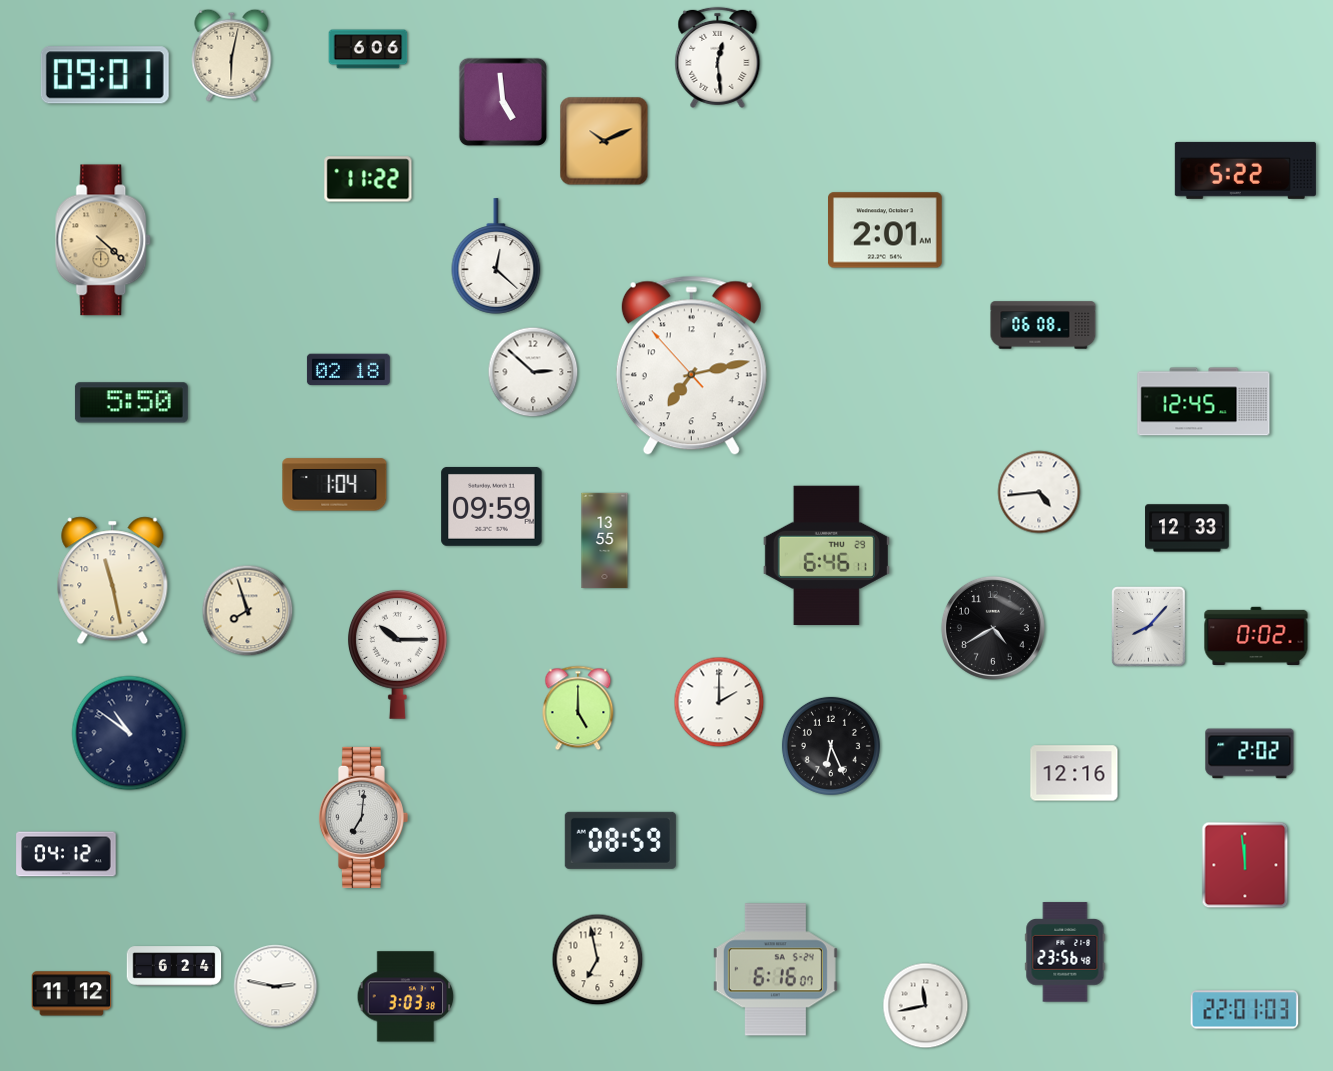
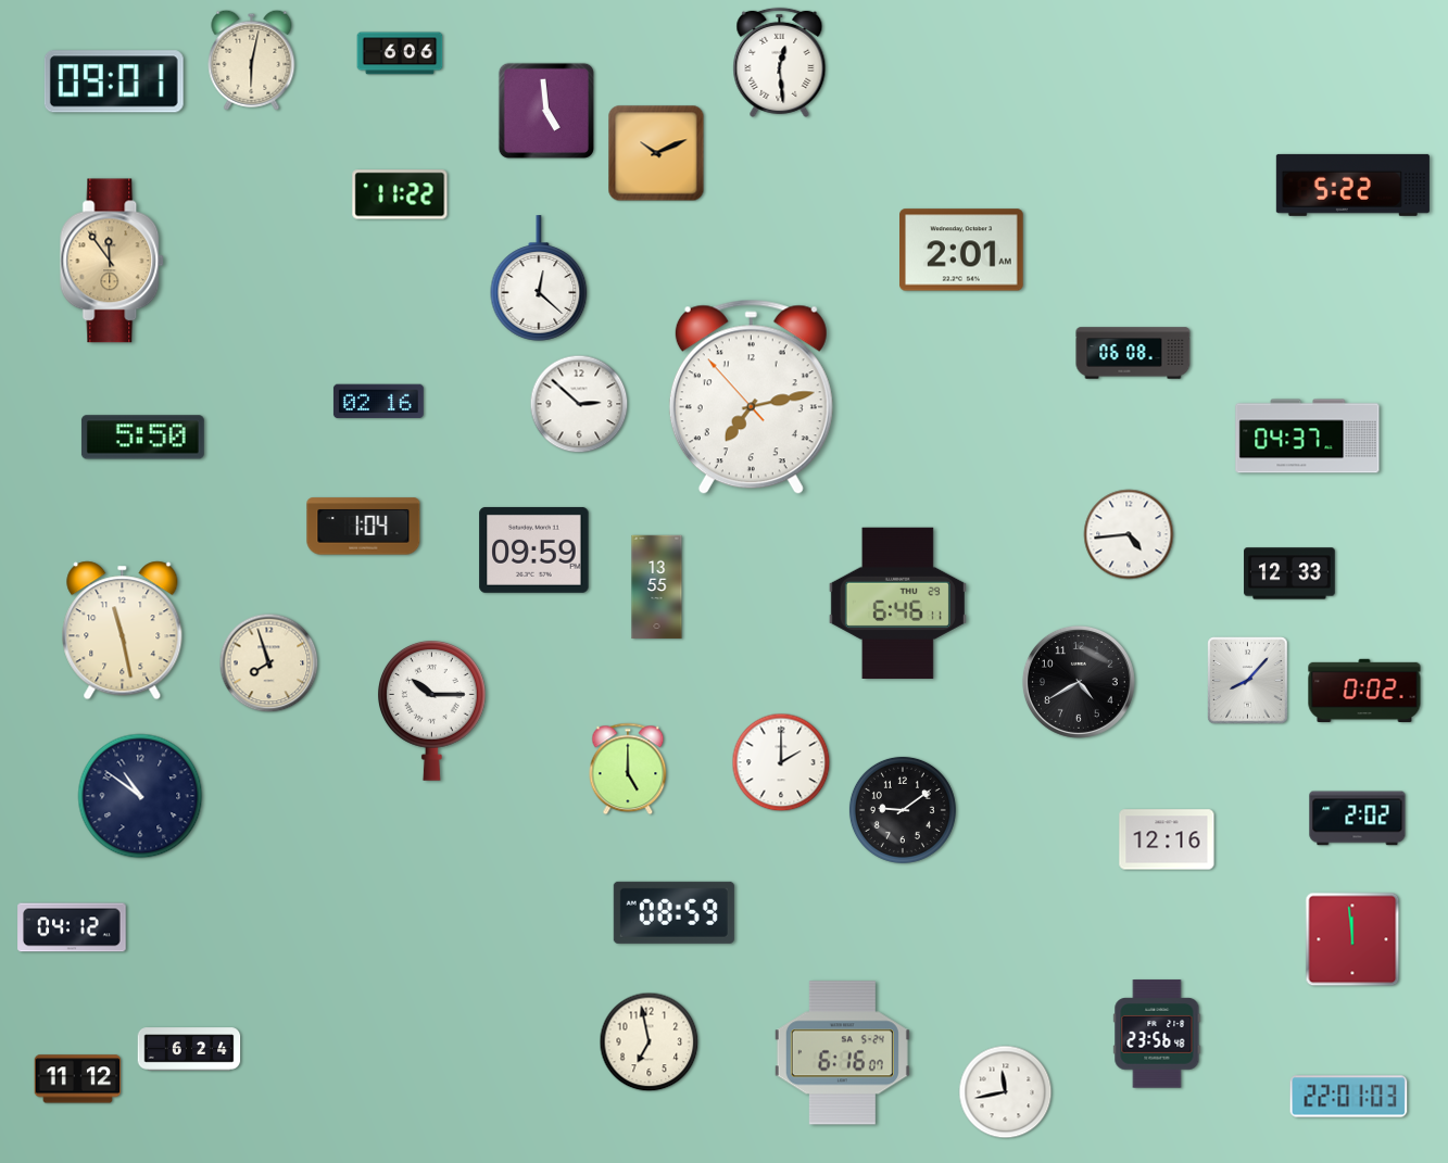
clock at (104, 240): 4:22 -> 11:54
clock at (348, 370): 02:18 -> 02:16
clock at (1204, 402): 12:45 -> 04:37
clock at (831, 746): 6:26 -> 9:09
clock at (363, 817): 7:01 -> none
clock at (276, 987): 2:47 -> none
clock at (406, 997): 3:03 -> none
clock at (1245, 1010) position: (1245, 1010) -> (1349, 1097)
